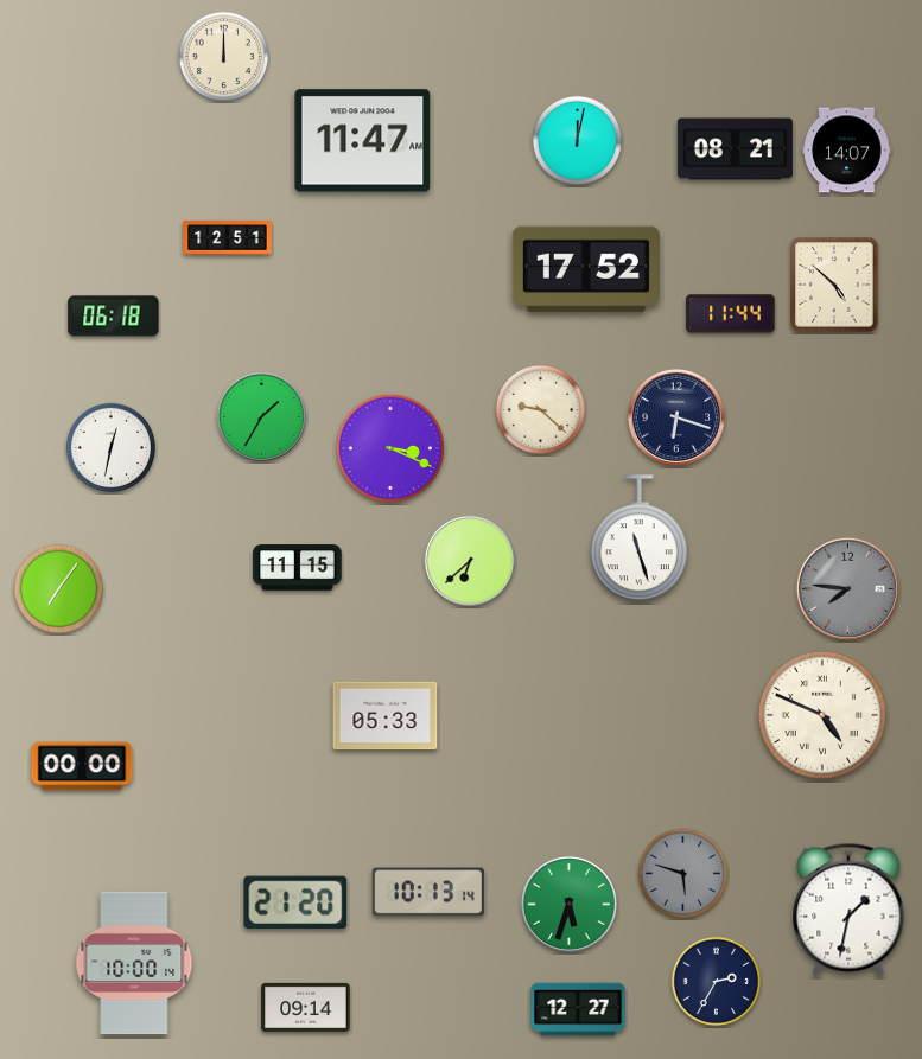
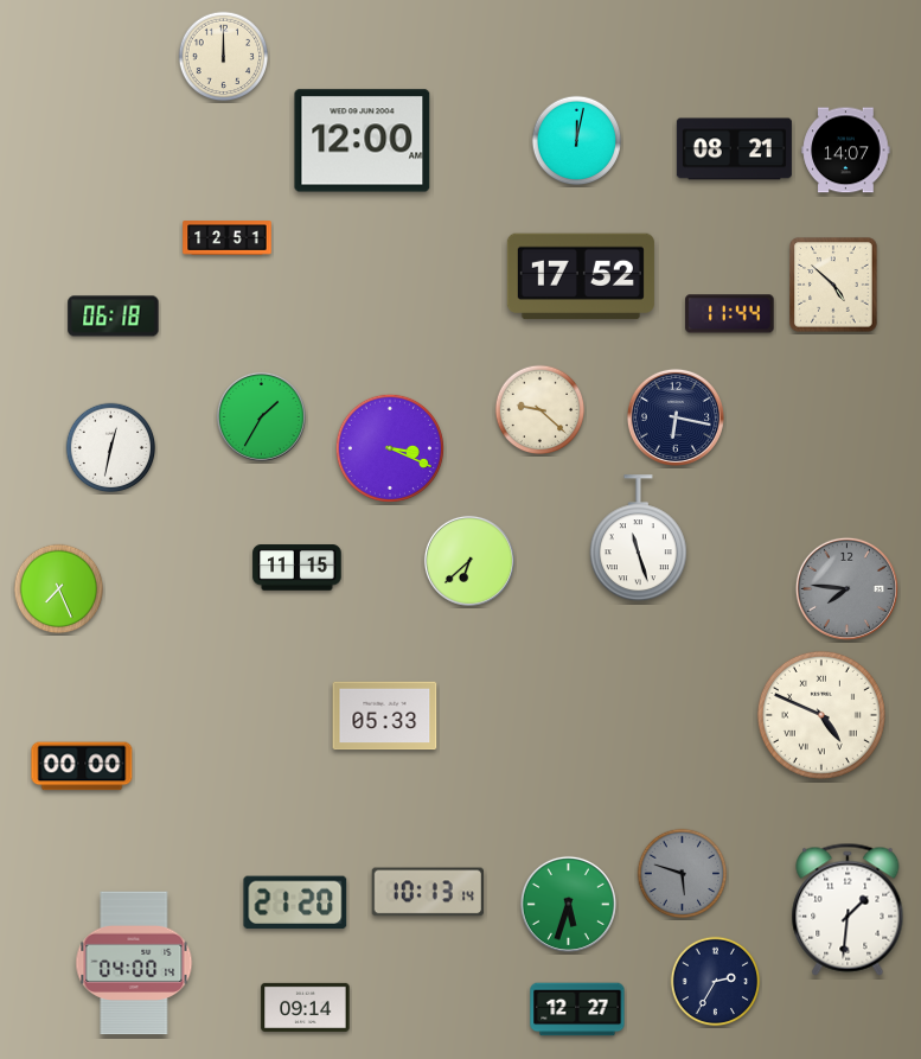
clock at (363, 141): 11:47 -> 12:00
clock at (586, 269) position: (586, 269) -> (581, 276)
clock at (676, 417): 6:18 -> 6:17
clock at (59, 589): 7:06 -> 7:26
clock at (848, 910): 1:32 -> 1:31
clock at (134, 963): 10:00 -> 04:00
